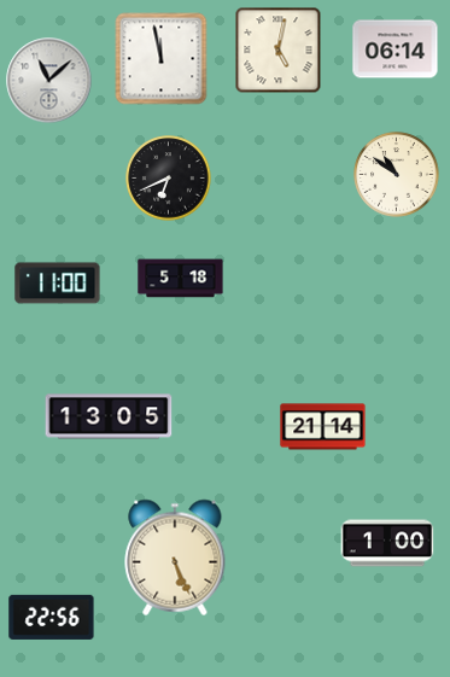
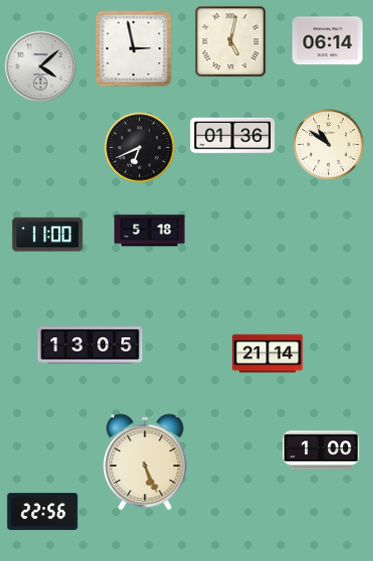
clock at (162, 59): 11:58 -> 2:58
clock at (49, 81): 11:08 -> 4:08
clock at (233, 136): none -> 01:36
